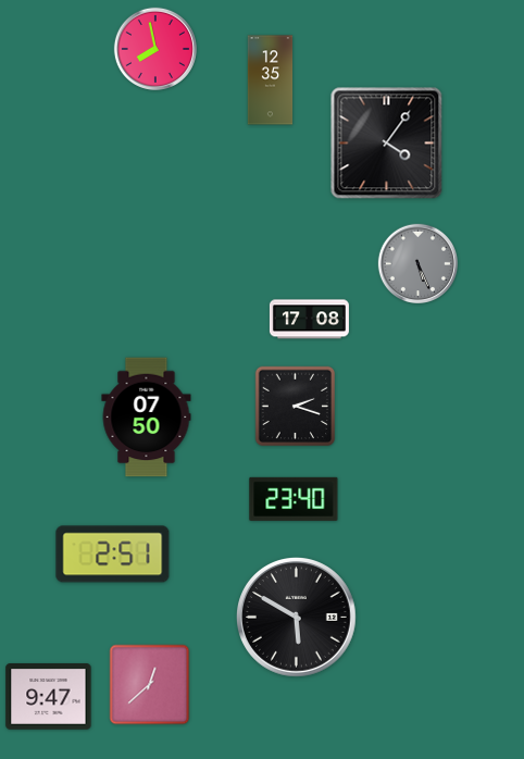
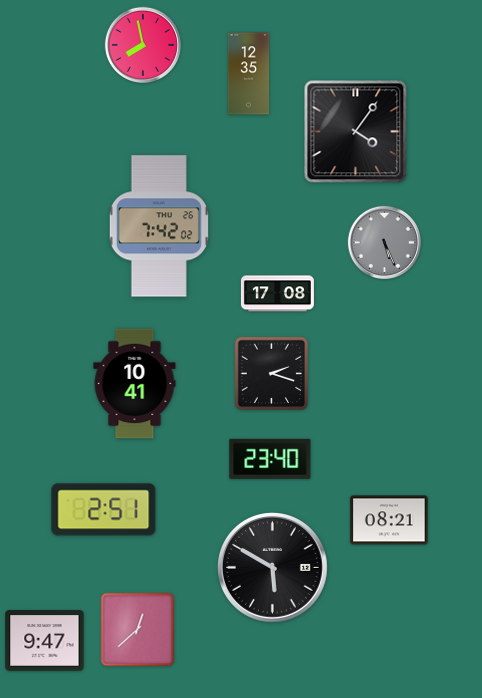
clock at (159, 226): none -> 7:42
clock at (309, 320) position: (309, 320) -> (277, 294)
clock at (147, 418): 07:50 -> 10:41
clock at (389, 520): none -> 08:21
